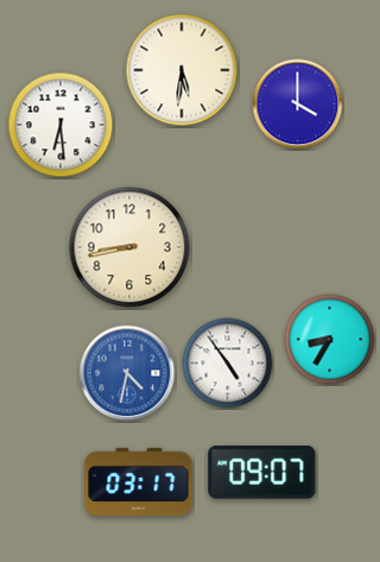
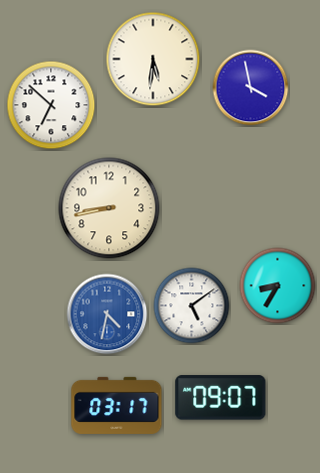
clock at (298, 105): 4:00 -> 3:58
clock at (61, 125): 6:29 -> 6:52
clock at (228, 364): 4:54 -> 5:09
